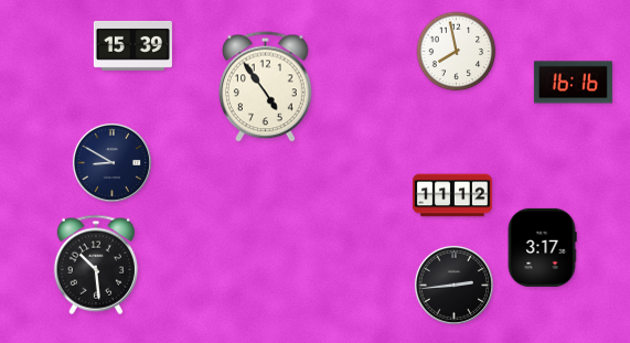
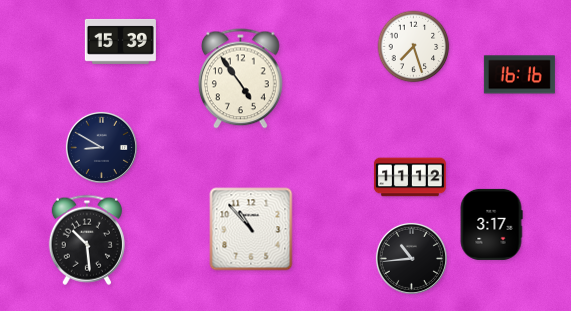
clock at (457, 52): 7:58 -> 7:27
clock at (251, 229): none -> 10:53
clock at (453, 285): 2:44 -> 10:44
